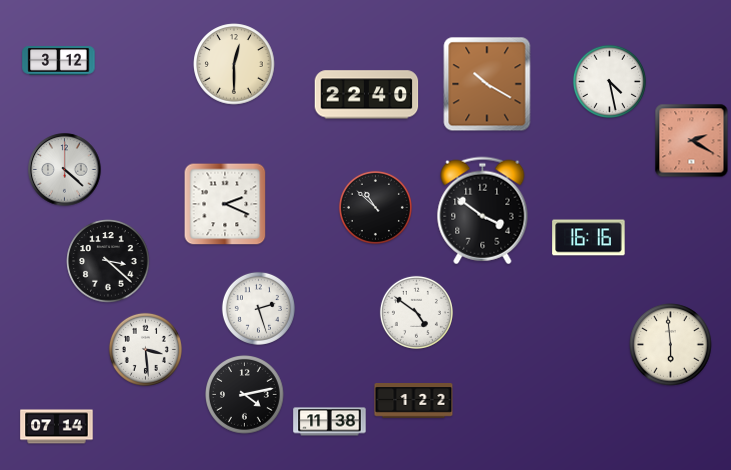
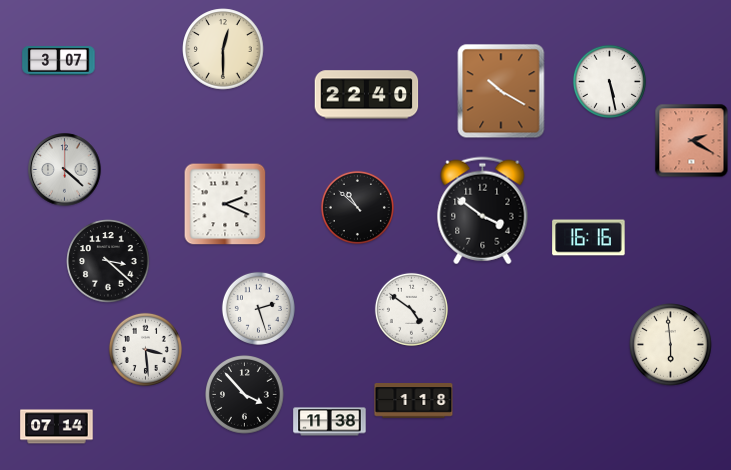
clock at (59, 61): 3:12 -> 3:07
clock at (234, 64) position: (234, 64) -> (223, 49)
clock at (609, 81): 4:28 -> 5:28
clock at (487, 84) position: (487, 84) -> (501, 91)
clock at (375, 207) position: (375, 207) -> (357, 207)
clock at (416, 312) position: (416, 312) -> (411, 309)
clock at (245, 395): 4:13 -> 3:53
clock at (414, 401): 1:22 -> 1:18
